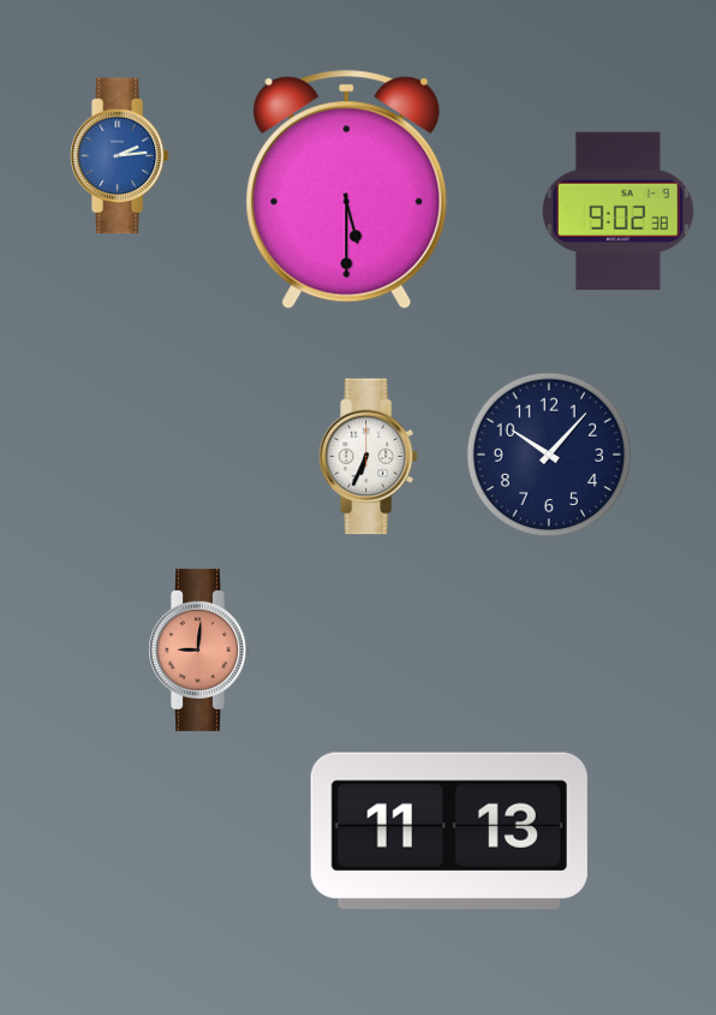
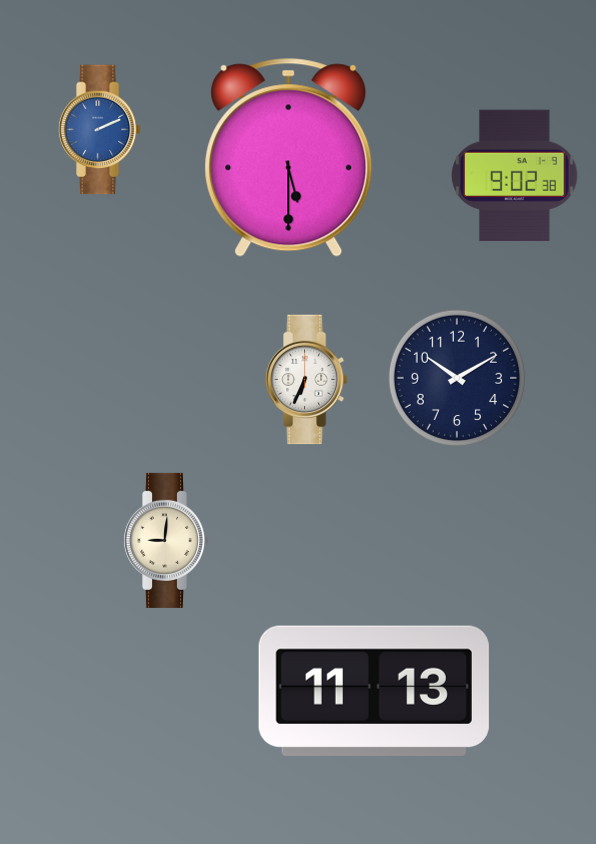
clock at (119, 156): 2:14 -> 2:11
clock at (549, 455): 10:07 -> 10:10
clock at (201, 649) dial: salmon -> cream
